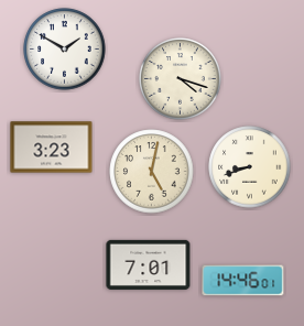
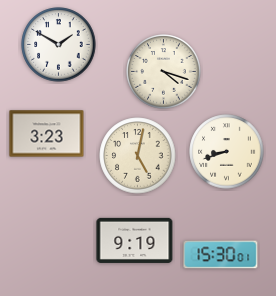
clock at (149, 264): 7:01 -> 9:19
clock at (243, 281): 14:46 -> 15:30
